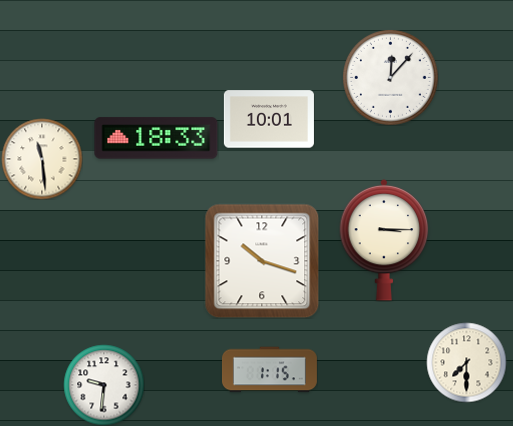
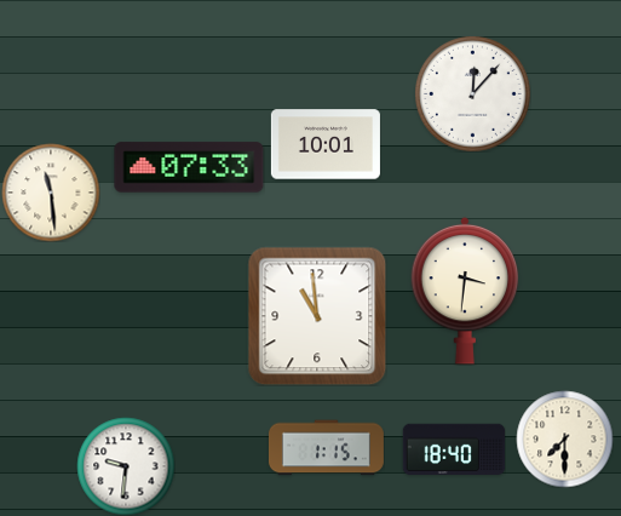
clock at (156, 138): 18:33 -> 07:33
clock at (384, 240): 3:15 -> 3:31
clock at (262, 261): 10:18 -> 10:59
clock at (454, 449): none -> 18:40
